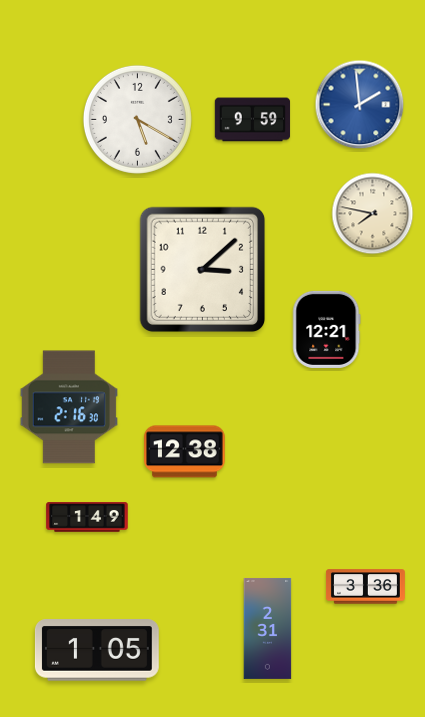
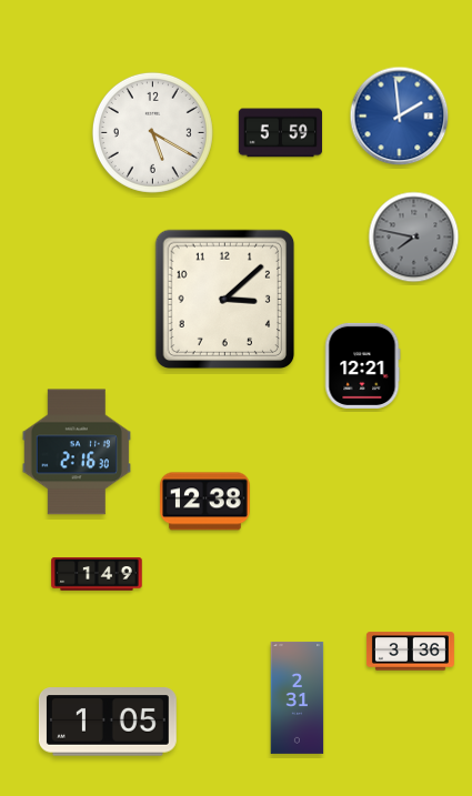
clock at (253, 120): 9:59 -> 5:59
clock at (373, 214) dial: cream -> grey
clock at (365, 587) position: (365, 587) -> (410, 652)
